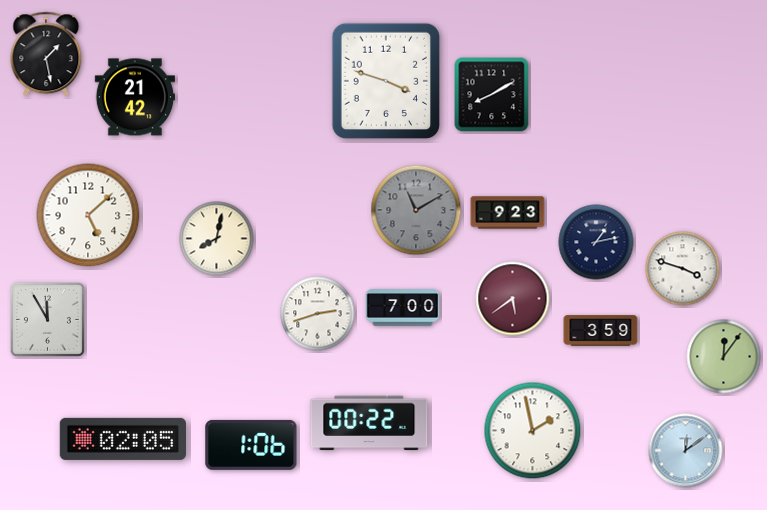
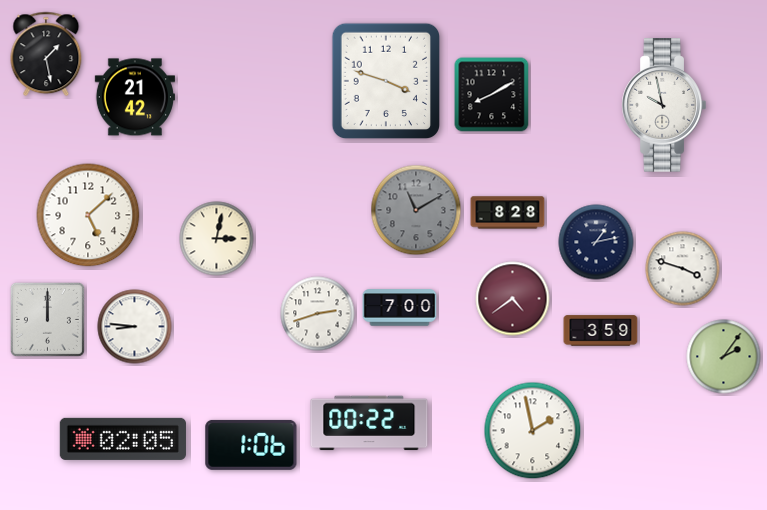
clock at (664, 105): none -> 9:58
clock at (508, 213): 9:23 -> 8:28
clock at (217, 239): 8:02 -> 3:02
clock at (513, 299): 5:39 -> 4:39
clock at (403, 308) position: (403, 308) -> (400, 308)
clock at (47, 319): 11:55 -> 12:00
clock at (135, 327): none -> 8:46
clock at (724, 357): 12:06 -> 2:06
clock at (686, 451): 12:09 -> none
